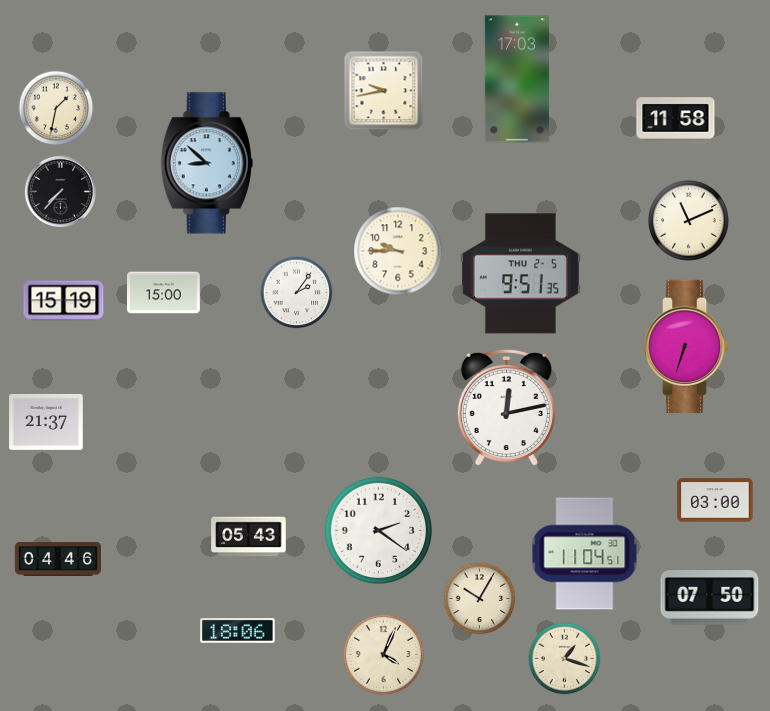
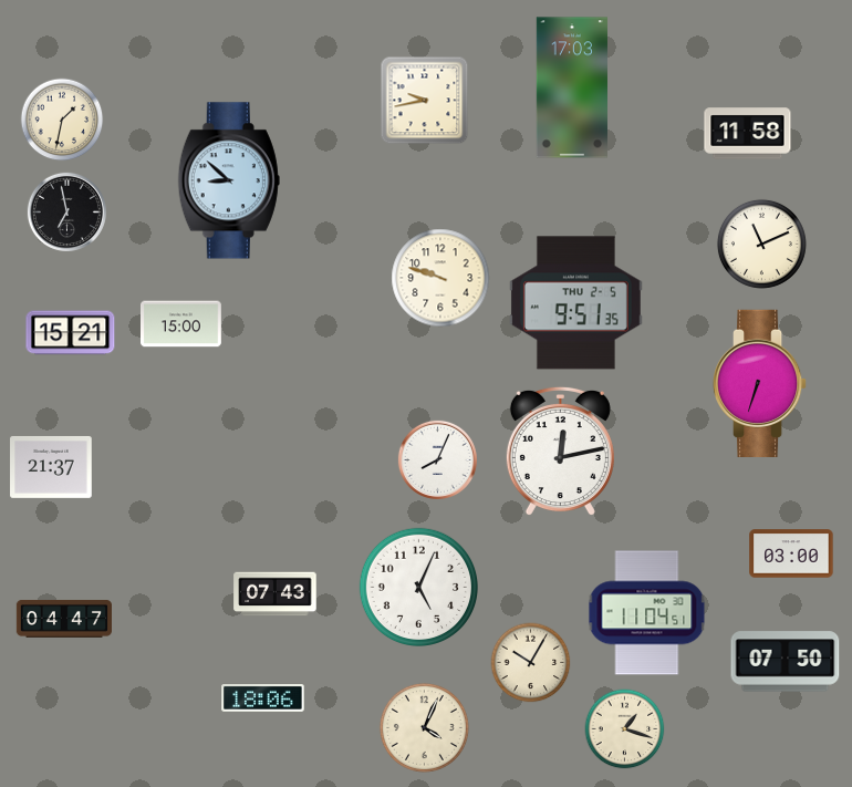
clock at (60, 191): 7:37 -> 6:58
clock at (398, 251): 9:45 -> 9:48
clock at (297, 293): 2:06 -> none
clock at (64, 301): 15:19 -> 15:21
clock at (437, 459): none -> 8:04
clock at (378, 530): 2:21 -> 5:04
clock at (249, 537): 05:43 -> 07:43
clock at (57, 559): 04:46 -> 04:47
clock at (383, 654) position: (383, 654) -> (424, 727)
